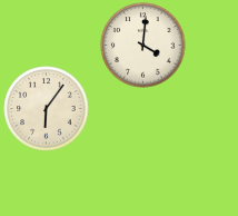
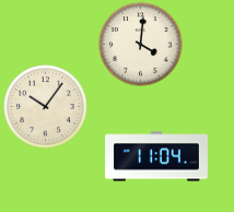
clock at (47, 109): 6:06 -> 10:06
clock at (157, 156): none -> 11:04
